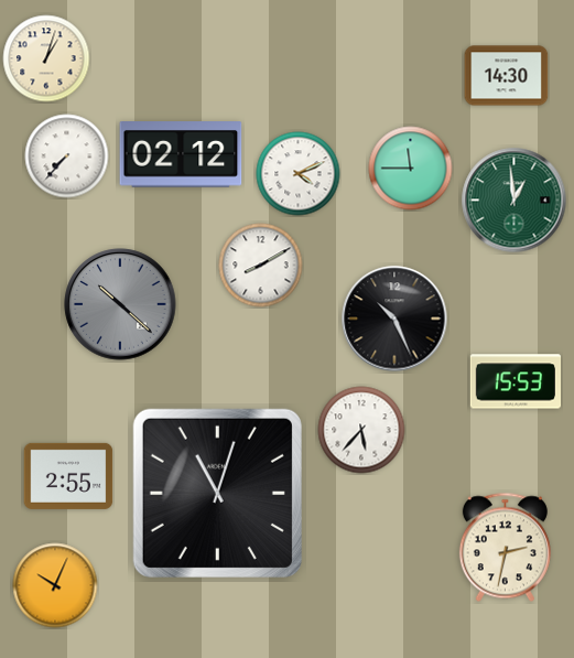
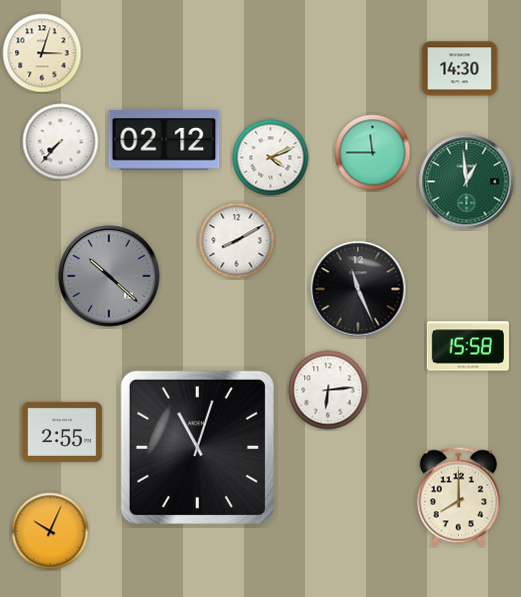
clock at (46, 58): 1:03 -> 3:03
clock at (394, 319): 10:26 -> 11:26
clock at (515, 381): 15:53 -> 15:58
clock at (361, 430): 5:37 -> 6:14
clock at (505, 548): 2:32 -> 8:00
